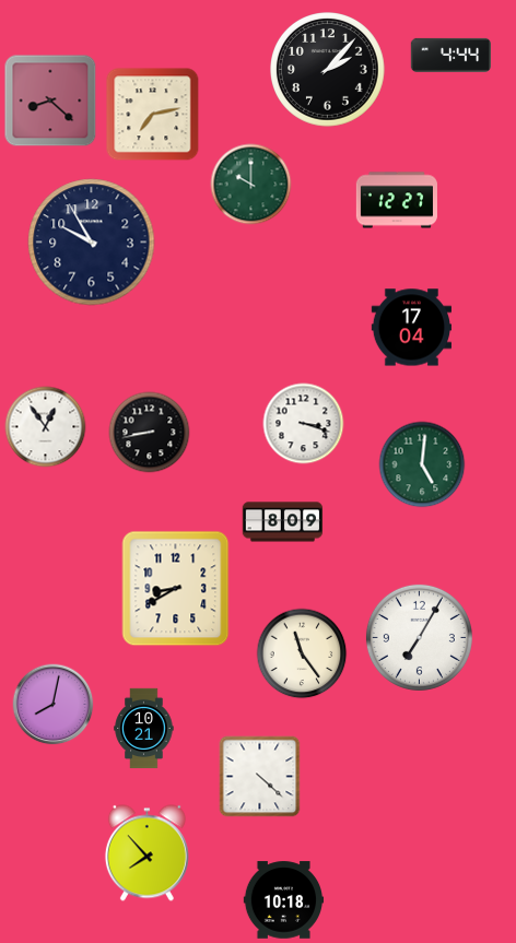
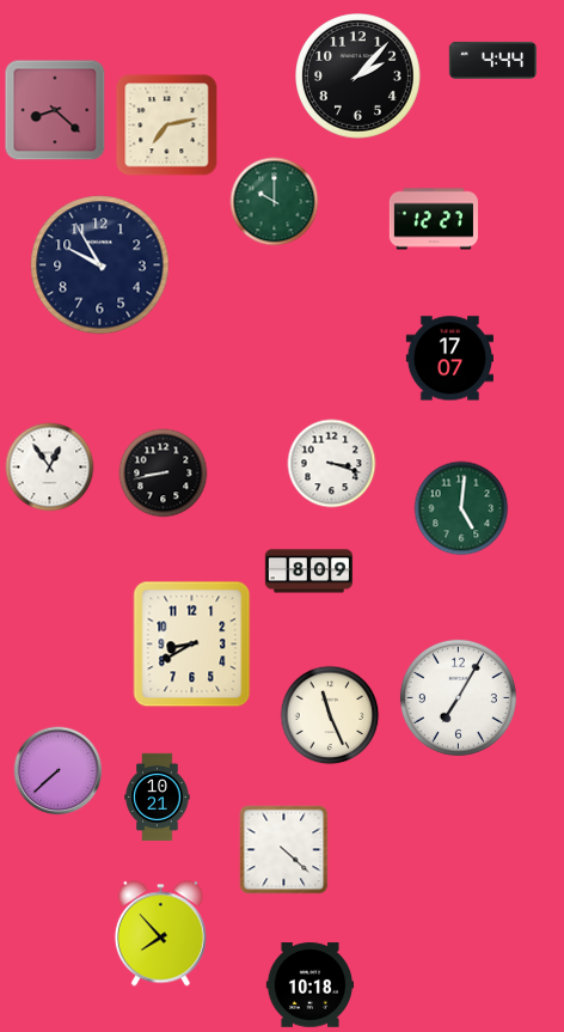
clock at (411, 328): 17:04 -> 17:07
clock at (302, 653): 11:24 -> 11:26
clock at (54, 705): 8:02 -> 7:38
